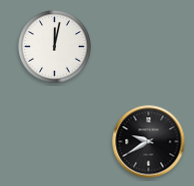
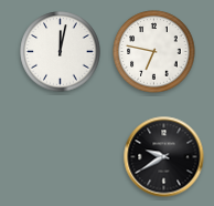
clock at (154, 52): none -> 6:47
